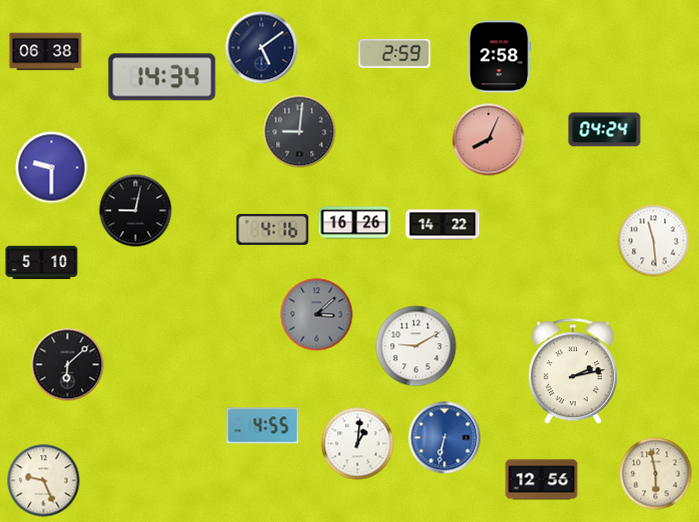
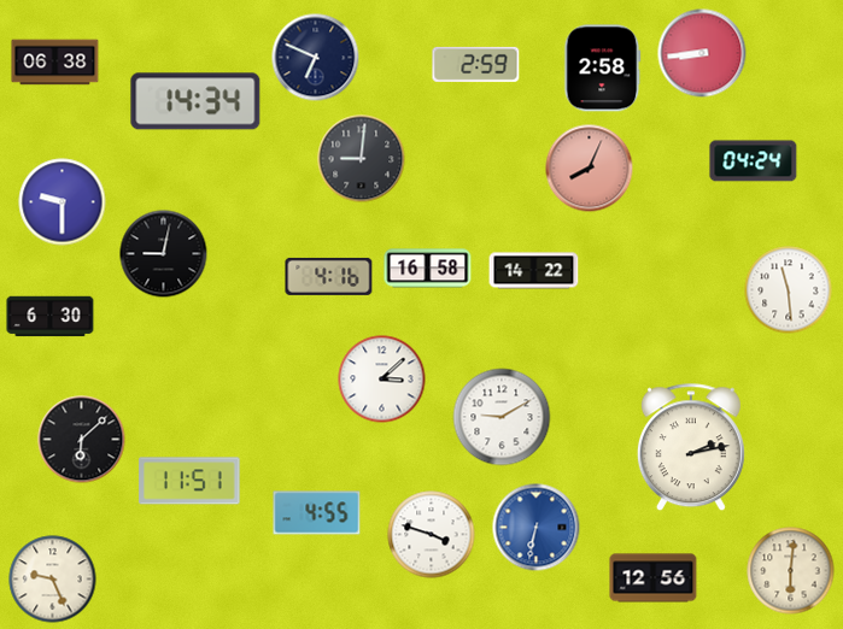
clock at (702, 53): none -> 8:44
clock at (262, 48): 5:09 -> 6:49
clock at (162, 77) position: (162, 77) -> (195, 101)
clock at (605, 130) position: (605, 130) -> (754, 161)
clock at (355, 223): 16:26 -> 16:58
clock at (42, 263): 5:10 -> 6:30
clock at (317, 315) dial: grey -> white
clock at (189, 481): none -> 11:51
clock at (358, 444): 1:01 -> 3:48
clock at (656, 474): 5:58 -> 6:01
